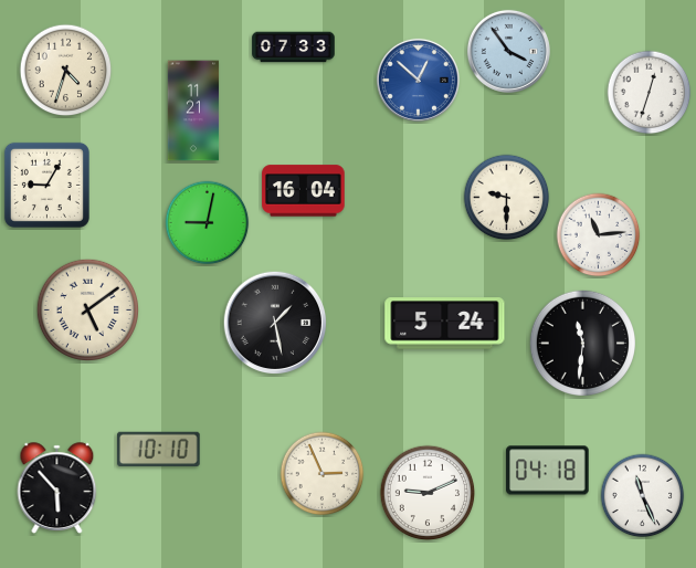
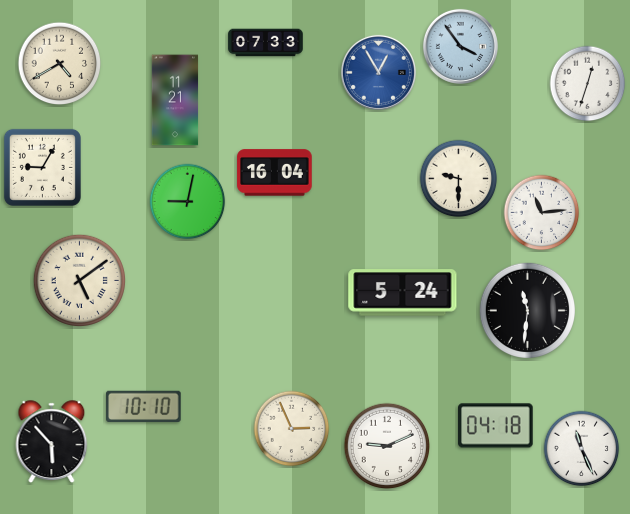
clock at (66, 71): 4:33 -> 4:40
clock at (418, 80): 12:52 -> 12:55
clock at (275, 323): 1:28 -> none
